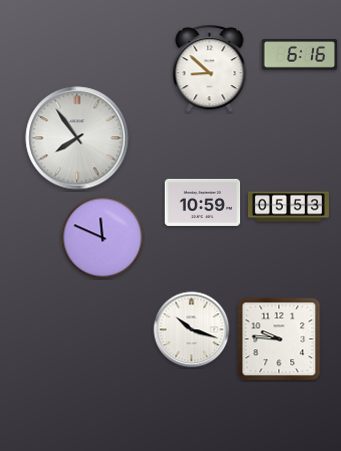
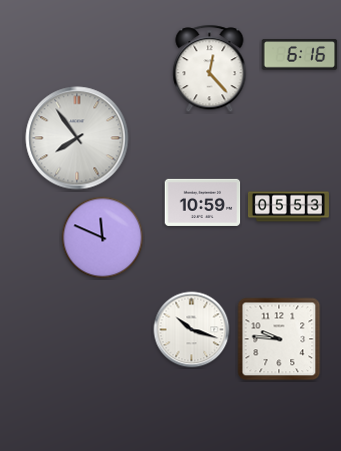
clock at (210, 69): 8:52 -> 12:23
